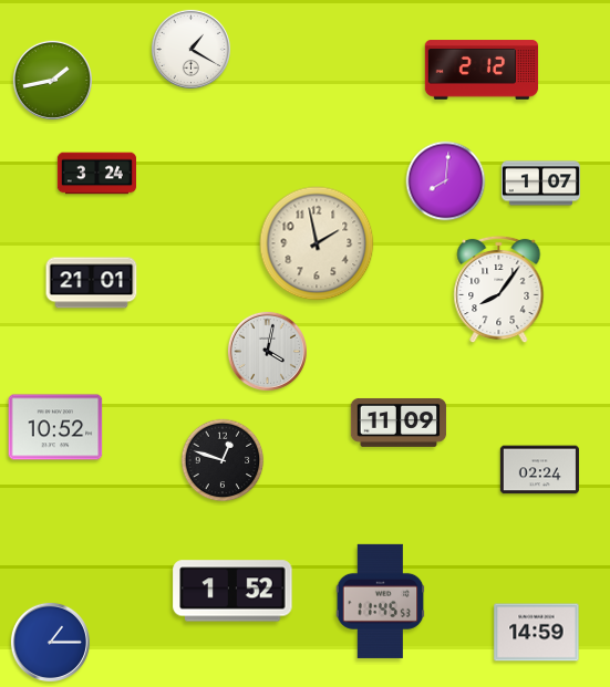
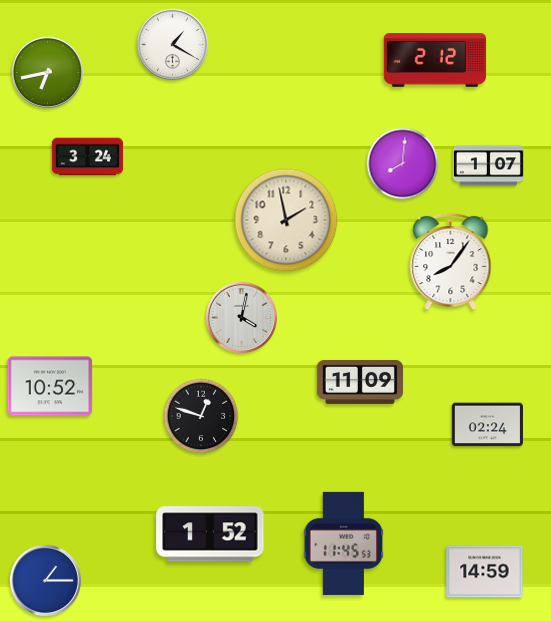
clock at (482, 70) position: (482, 70) -> (435, 60)
clock at (52, 80): 1:43 -> 6:43
clock at (92, 283): 21:01 -> none
